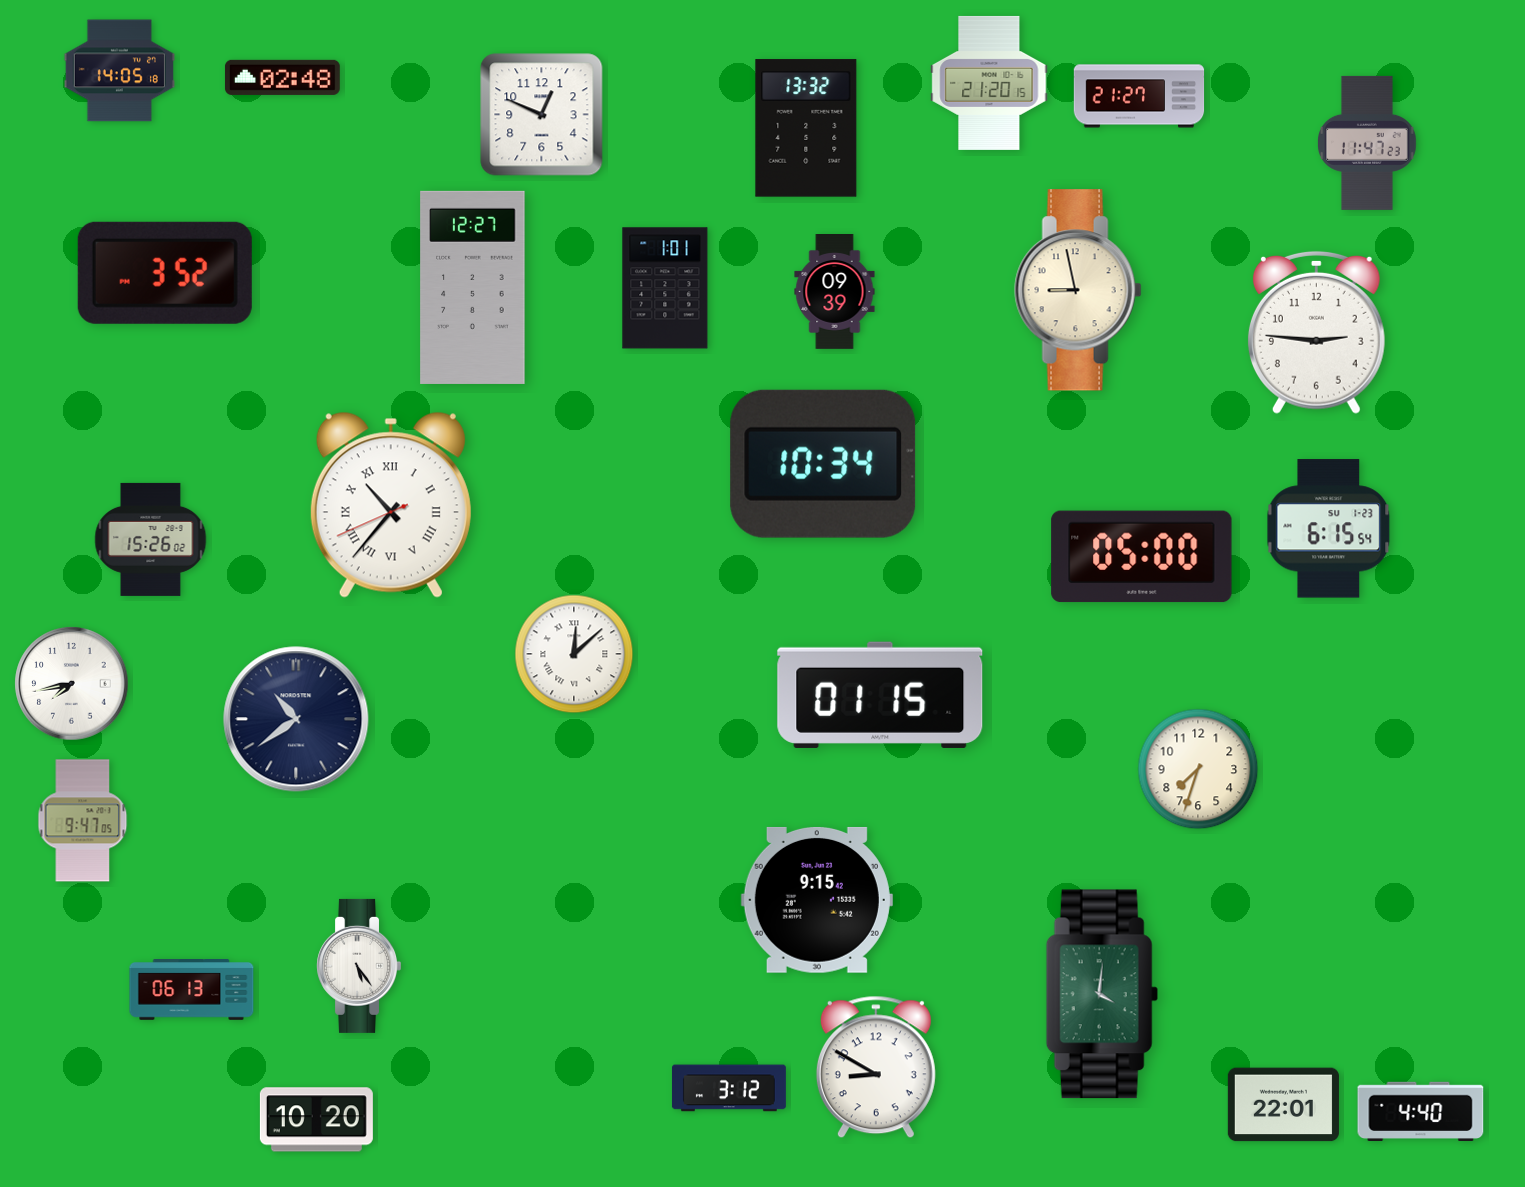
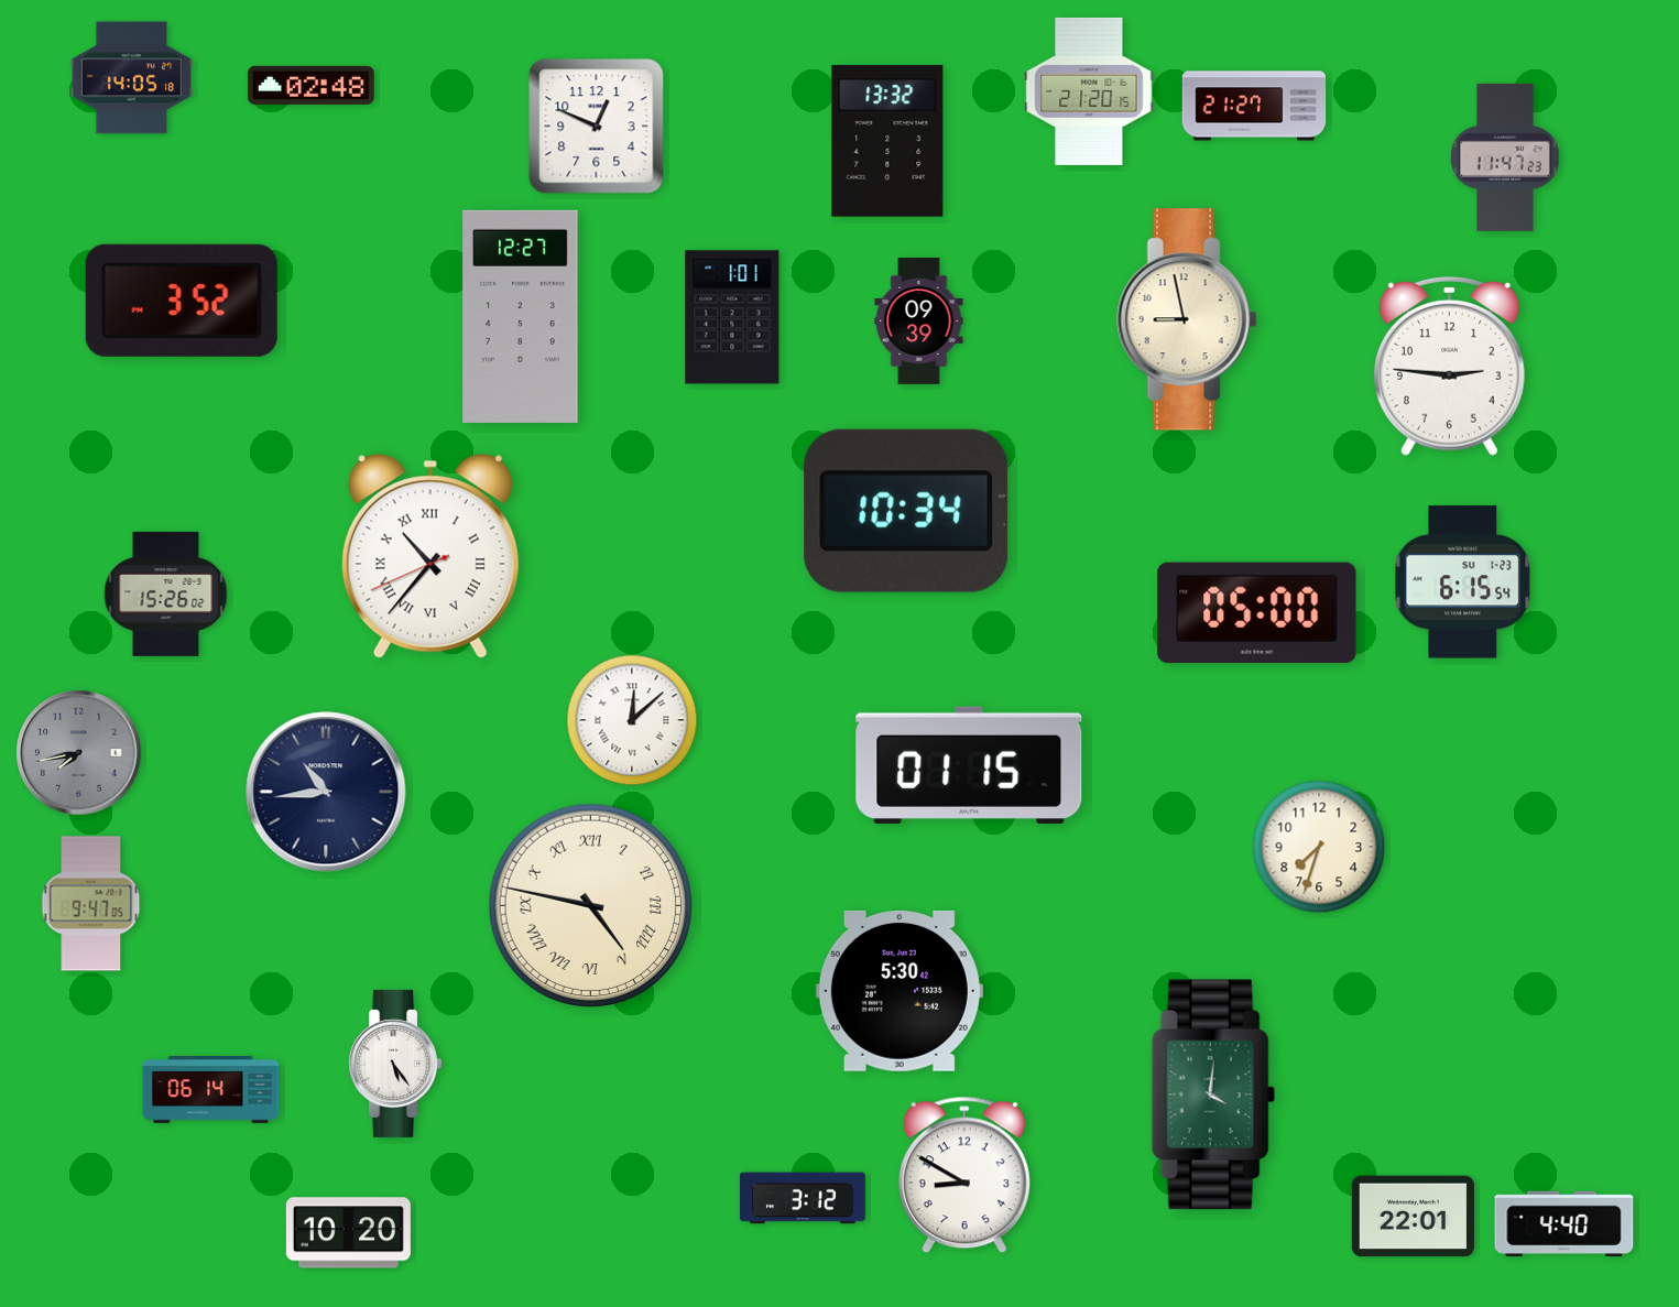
clock at (72, 684) dial: white -> grey
clock at (296, 719): 10:39 -> 10:44
clock at (591, 906): none -> 4:47
clock at (817, 900): 9:15 -> 5:30
clock at (192, 990): 06:13 -> 06:14
